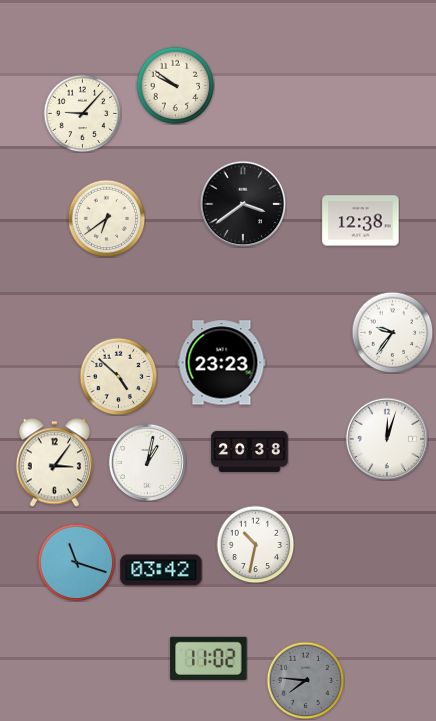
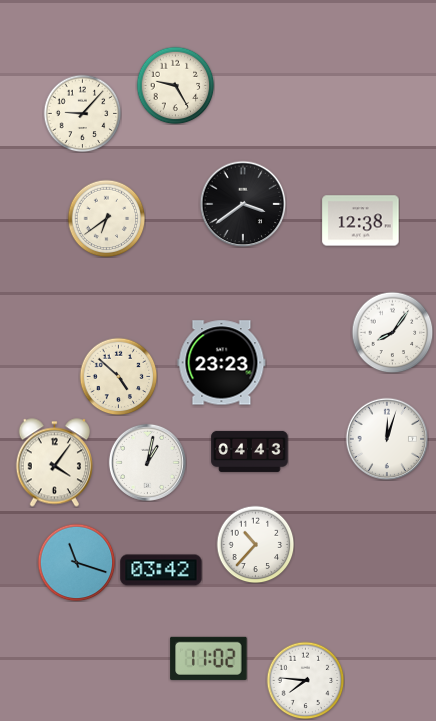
clock at (175, 85): 9:51 -> 9:25
clock at (392, 332): 9:36 -> 8:06
clock at (250, 451): 20:38 -> 04:43
clock at (54, 463): 3:06 -> 4:06
clock at (255, 544): 10:32 -> 10:37
clock at (305, 680) dial: grey -> white
